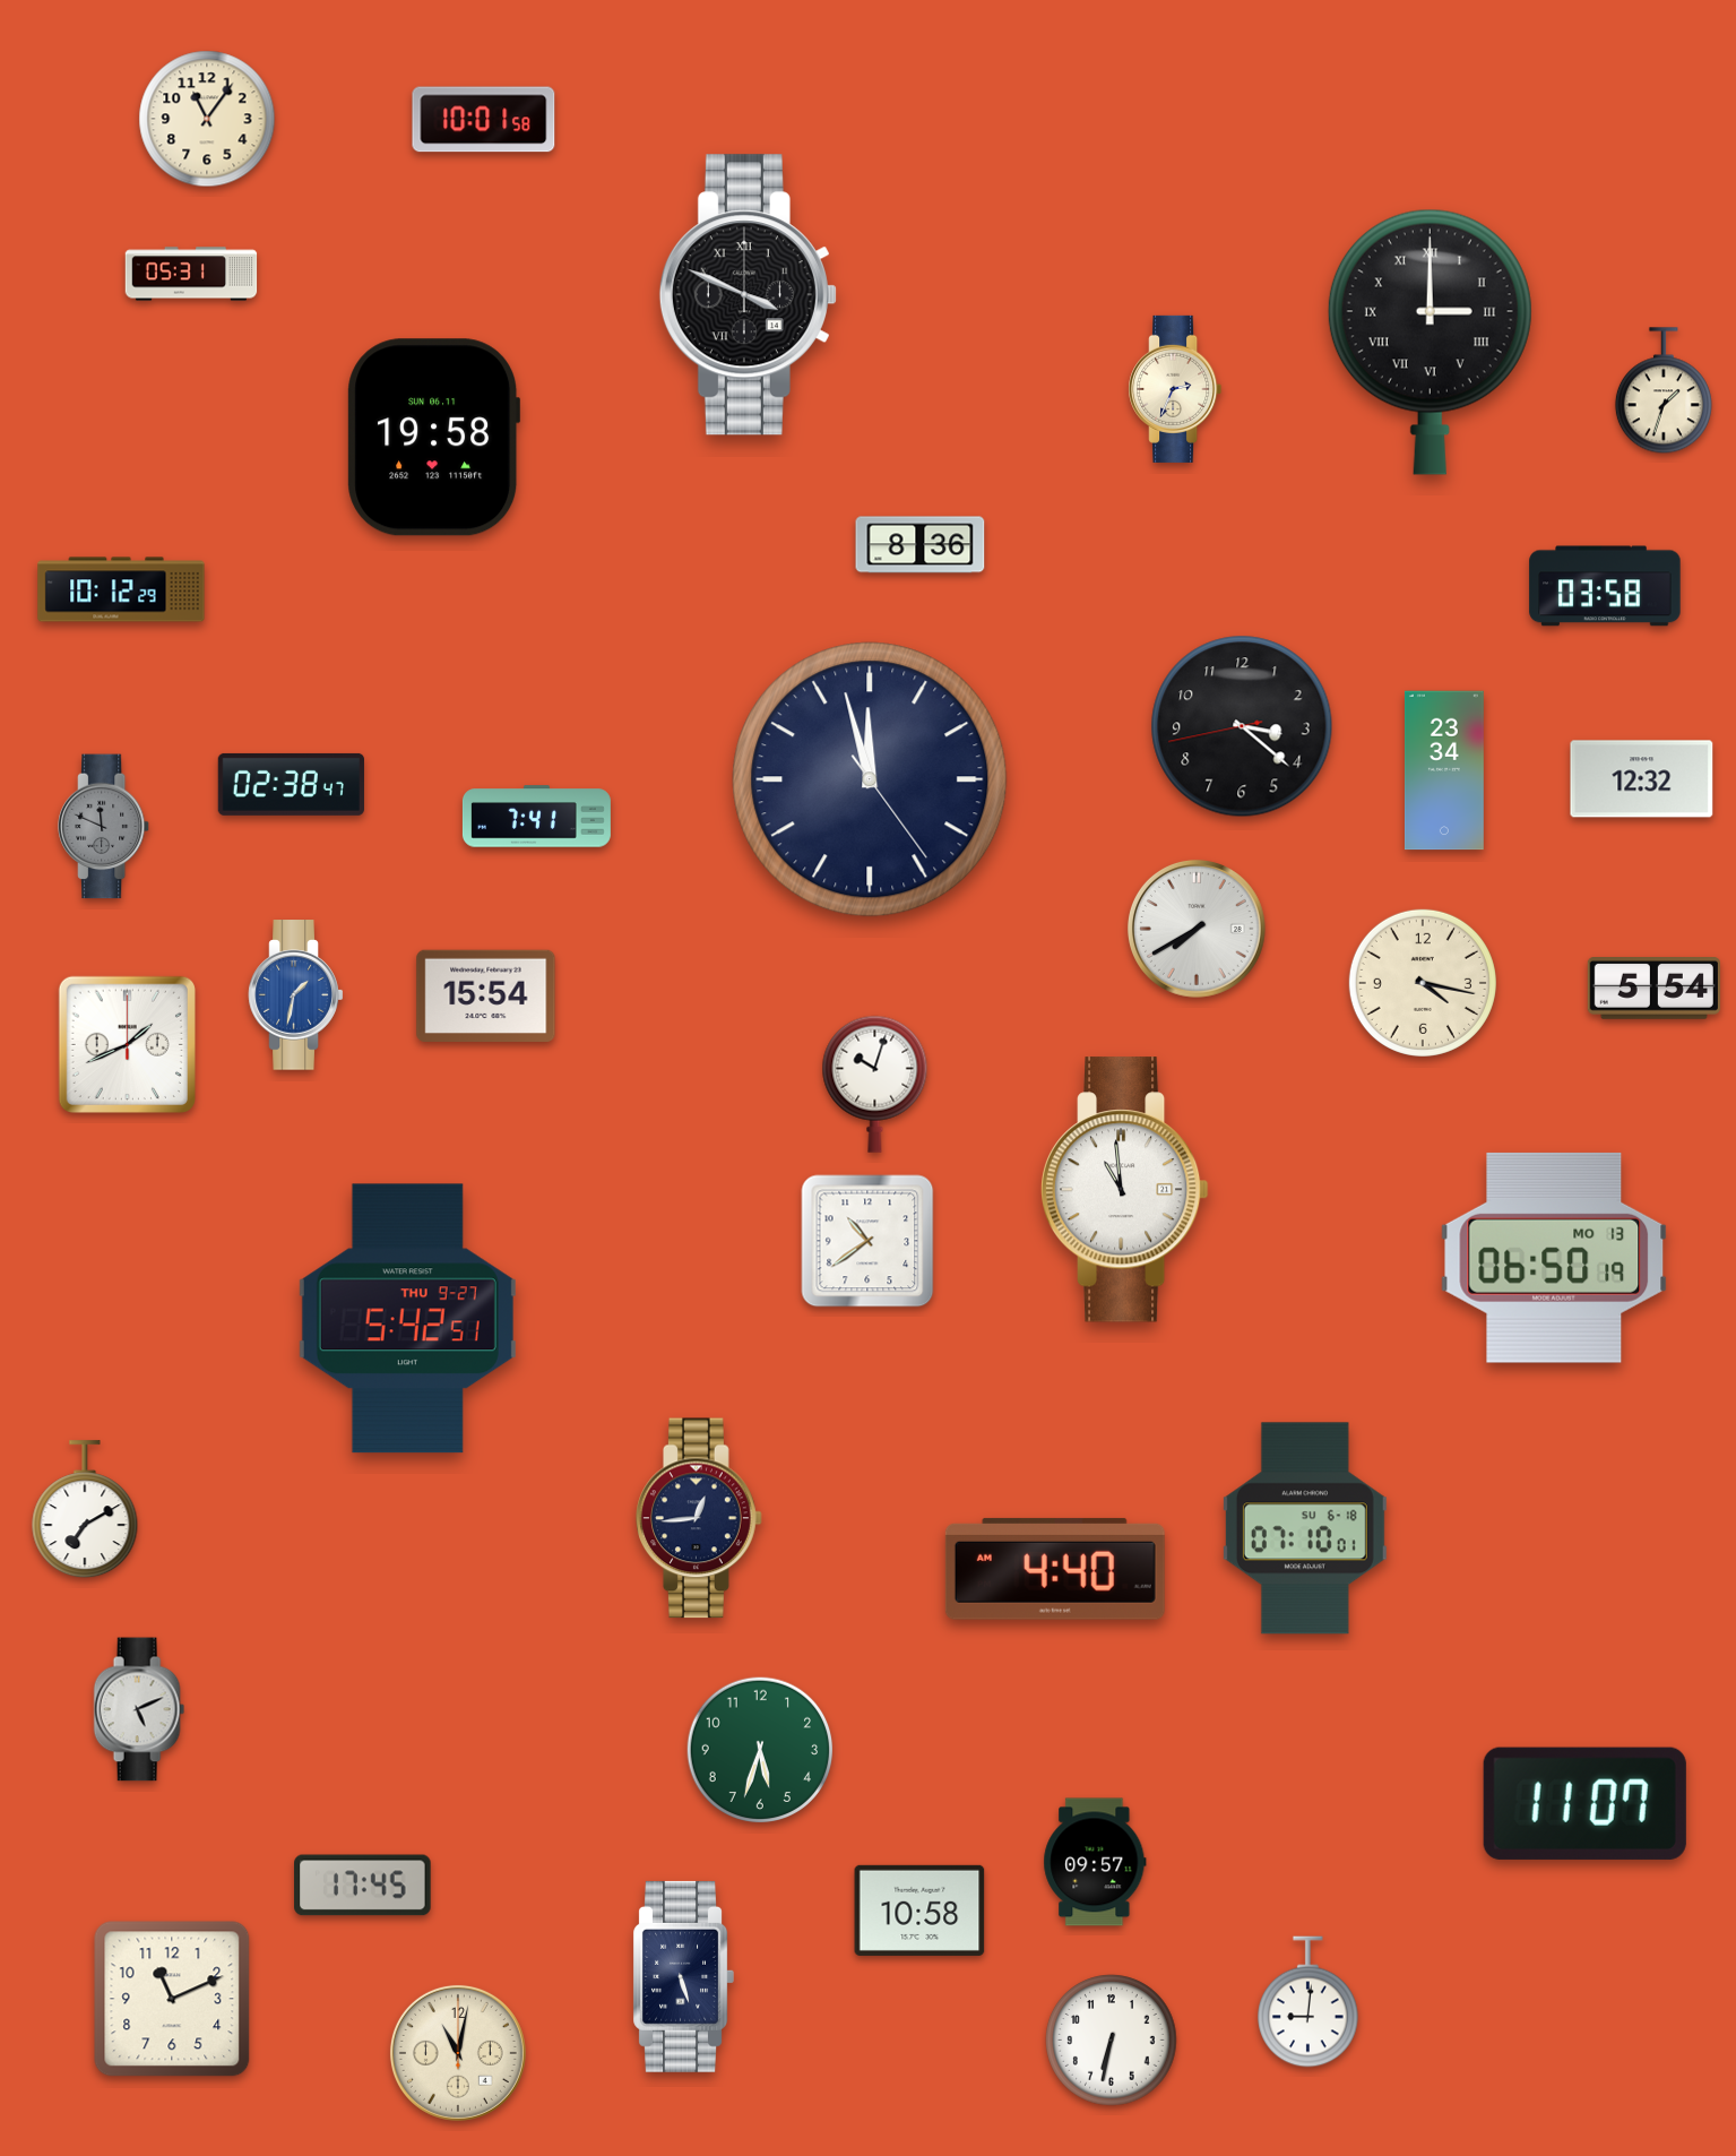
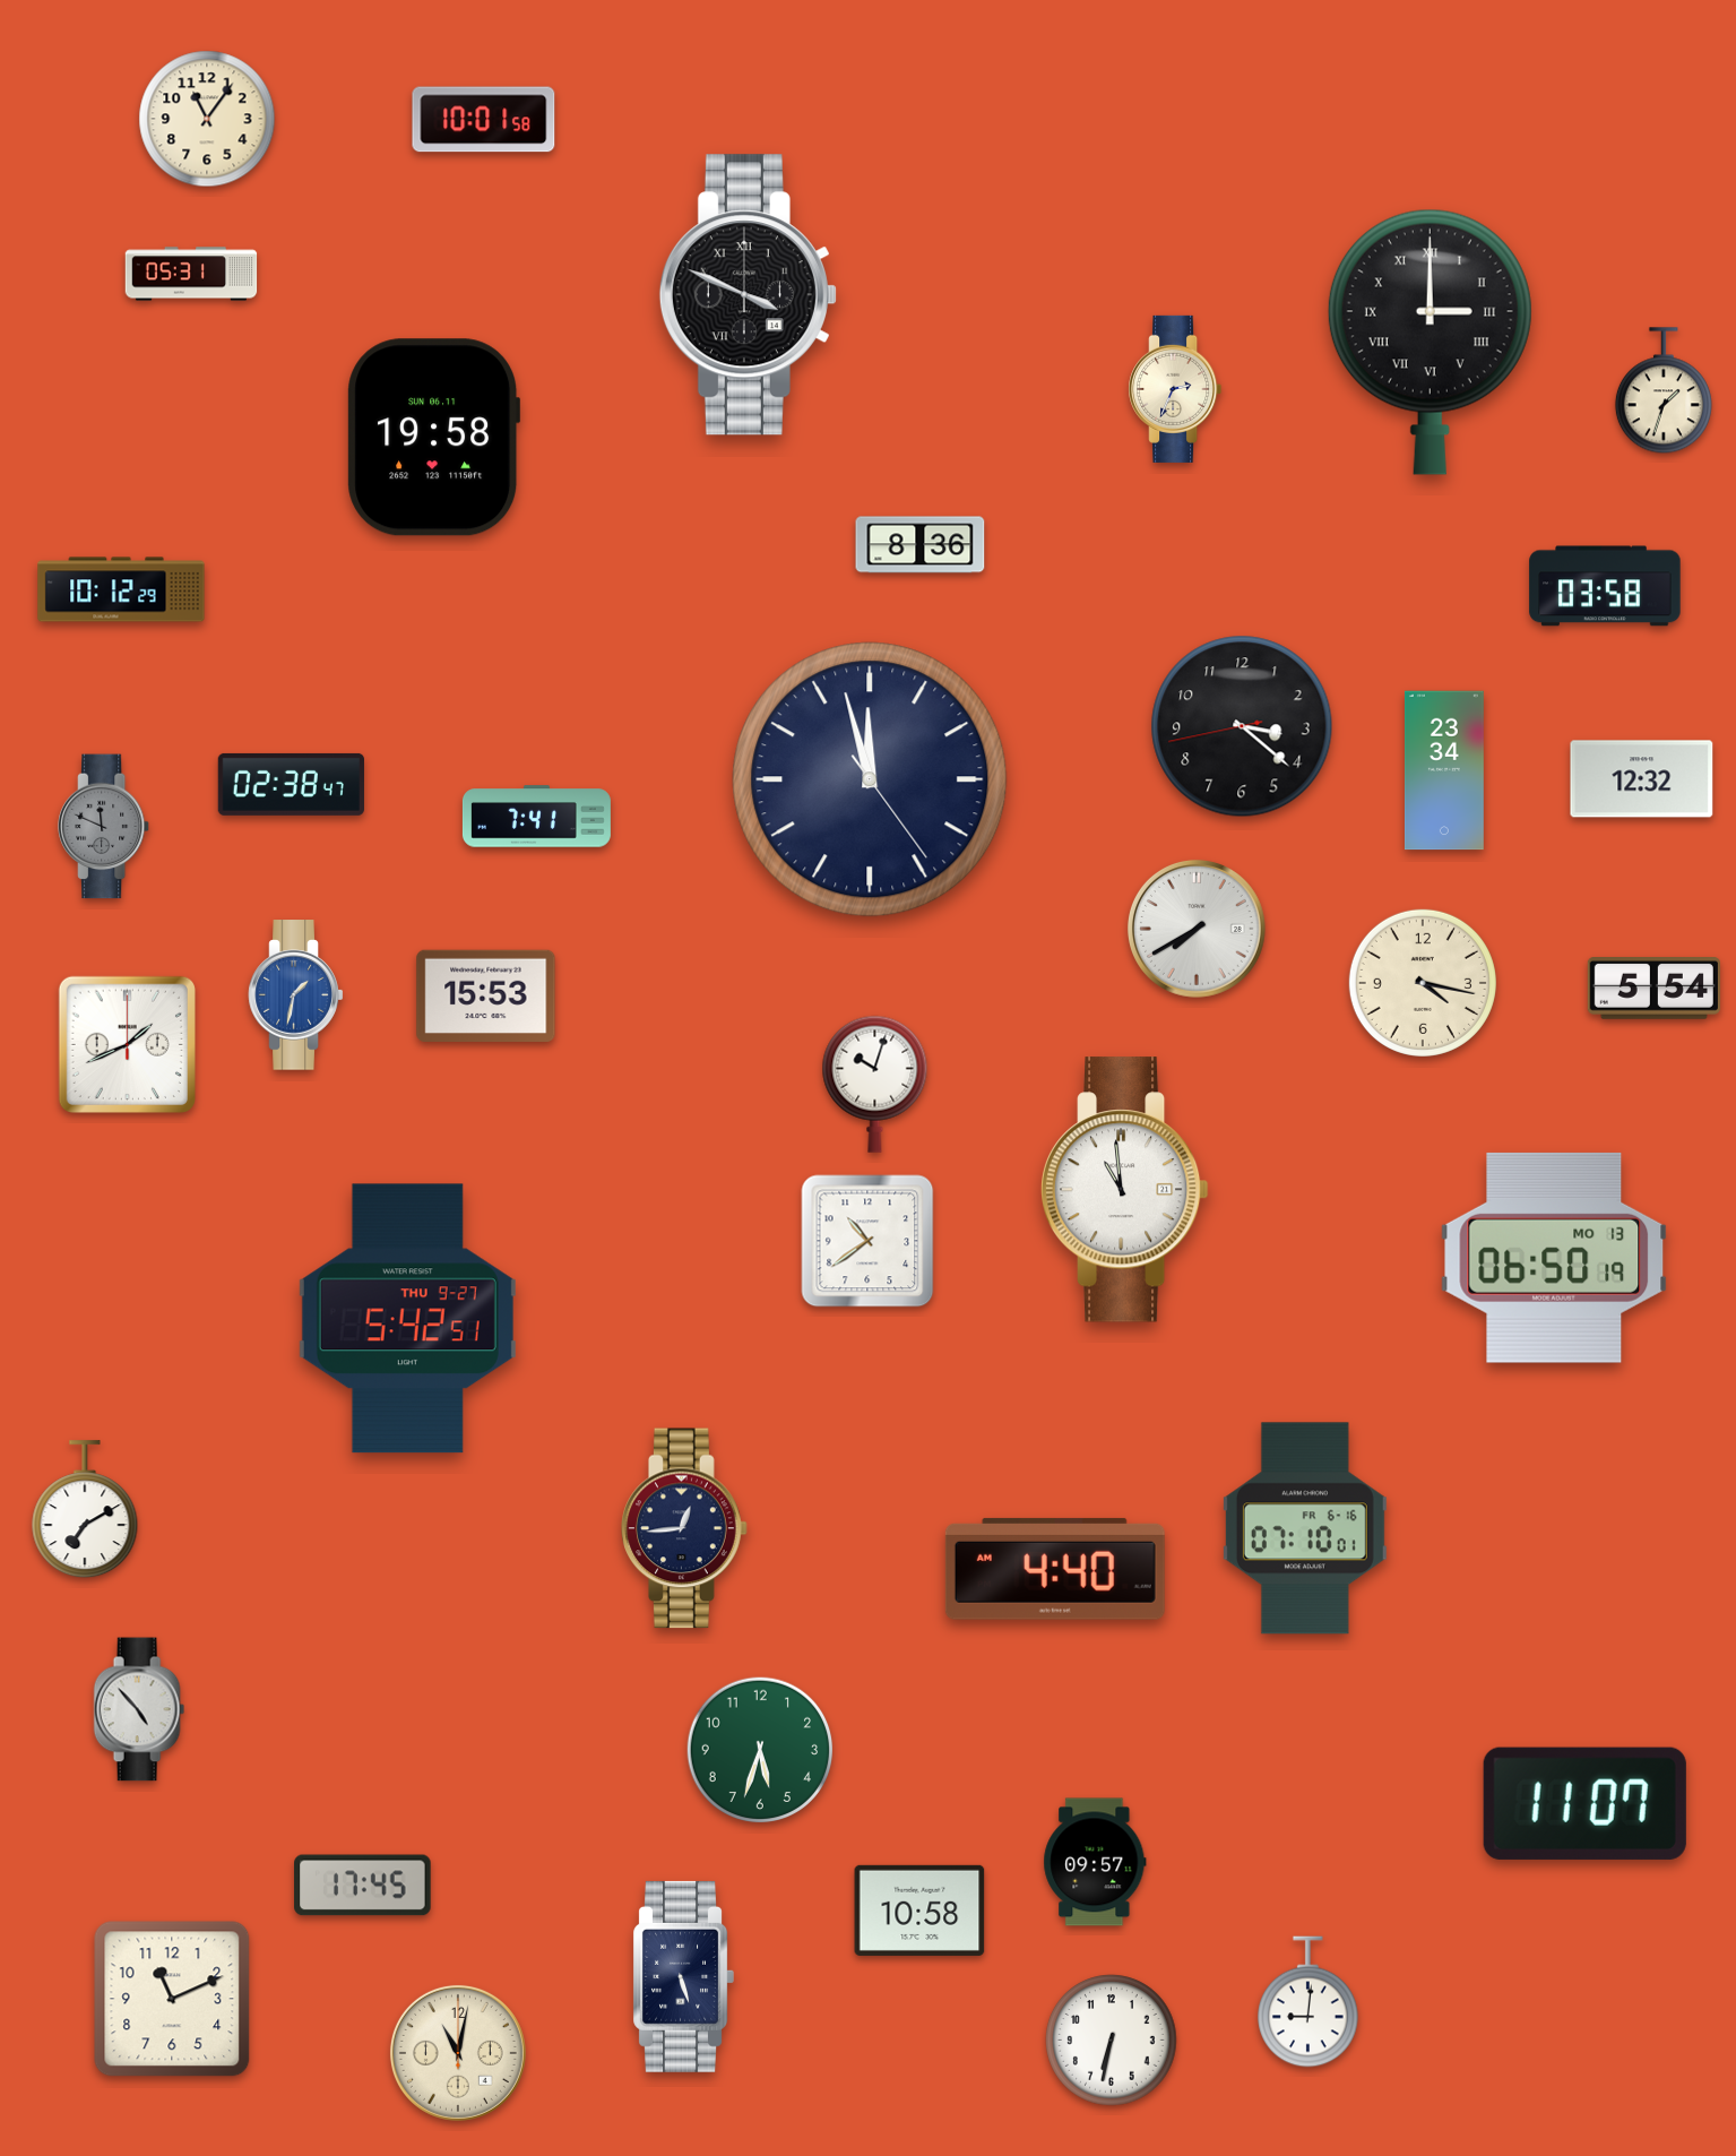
clock at (486, 995): 15:54 -> 15:53
clock at (699, 1518) position: (699, 1518) -> (684, 1528)
clock at (1305, 1528) date: SU 6-18 -> FR 6-16
clock at (139, 1709): 5:11 -> 4:53
